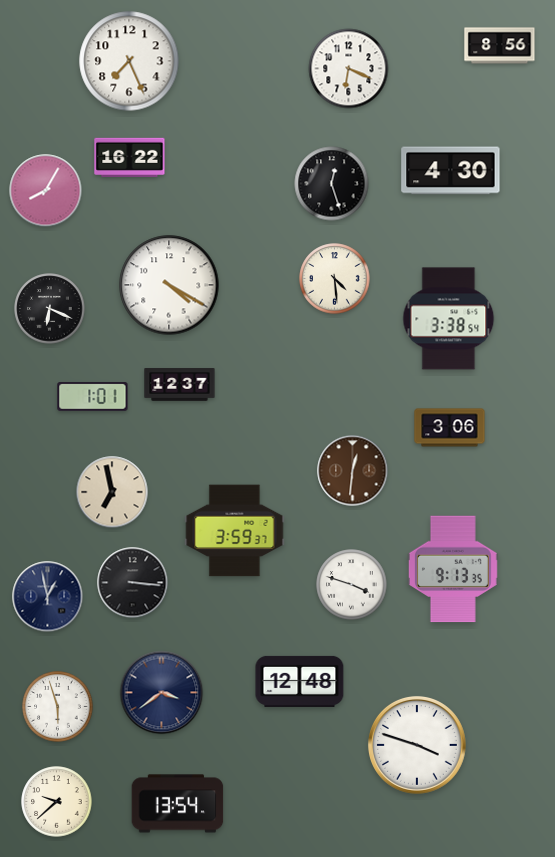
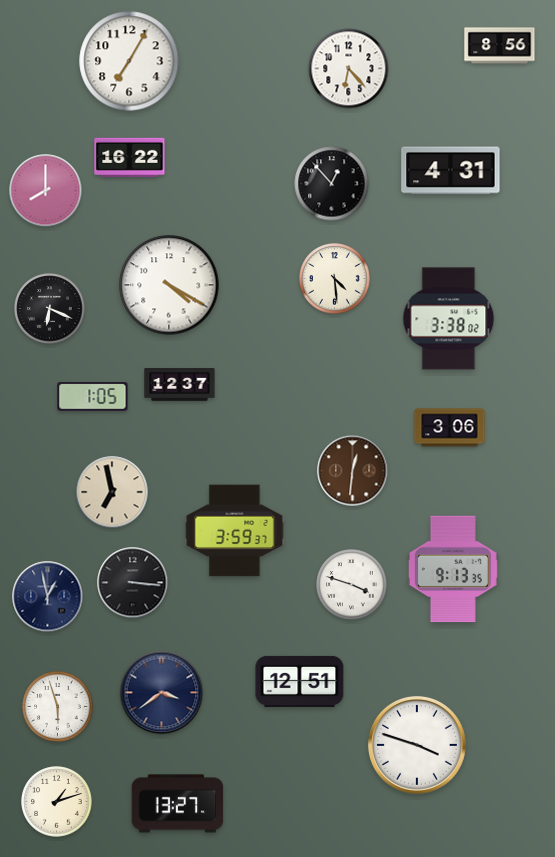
clock at (129, 61): 7:26 -> 7:05
clock at (349, 69): 6:19 -> 6:23
clock at (451, 171): 4:30 -> 4:31
clock at (332, 184): 12:27 -> 12:53
clock at (46, 191): 8:05 -> 8:00
clock at (449, 319): 3:38:54 -> 3:38:02
clock at (93, 397): 1:01 -> 1:05
clock at (300, 681): 12:48 -> 12:51
clock at (57, 802): 9:38 -> 1:12
clock at (178, 804): 13:54 -> 13:27
